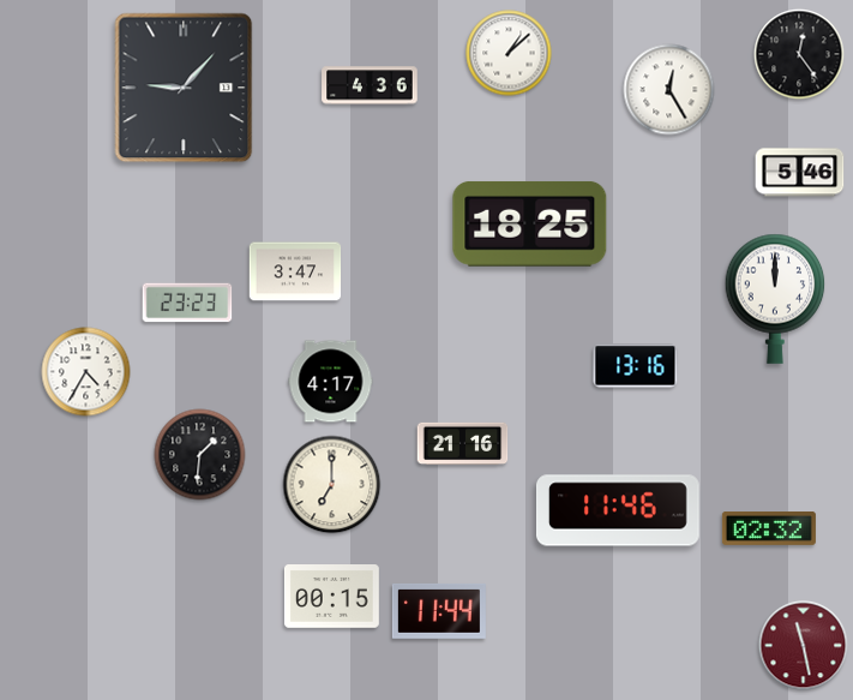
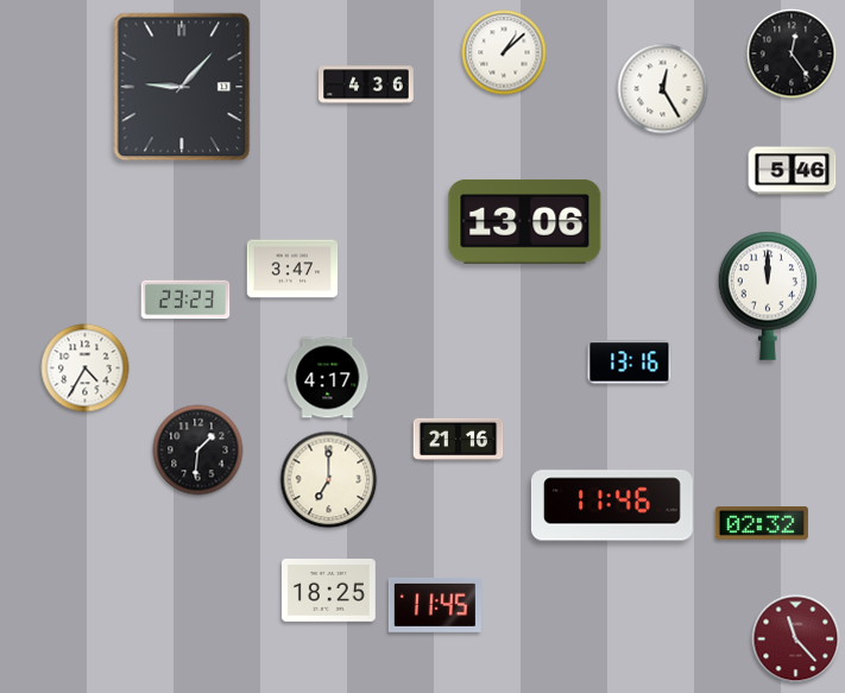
clock at (530, 223): 18:25 -> 13:06
clock at (331, 597): 00:15 -> 18:25
clock at (439, 611): 11:44 -> 11:45
clock at (804, 646): 11:28 -> 11:23
